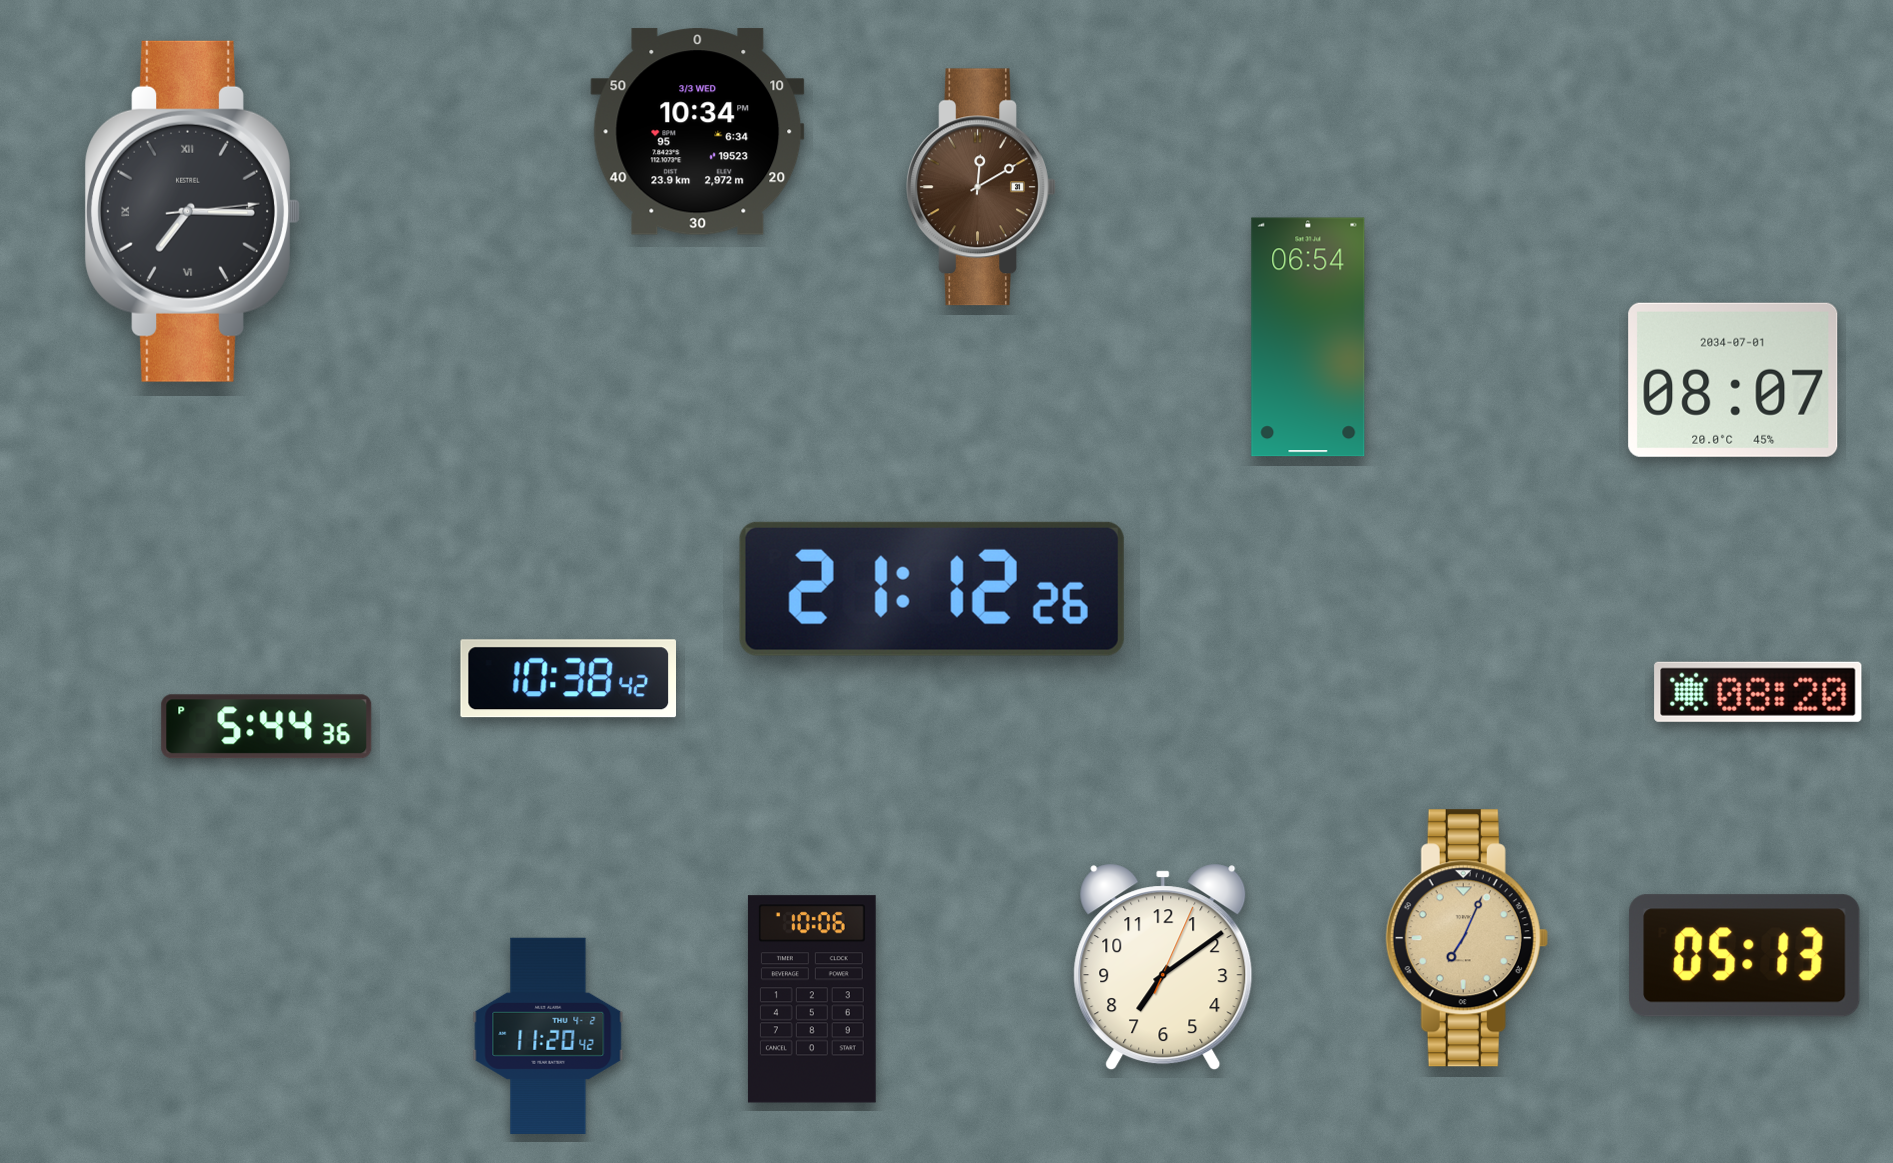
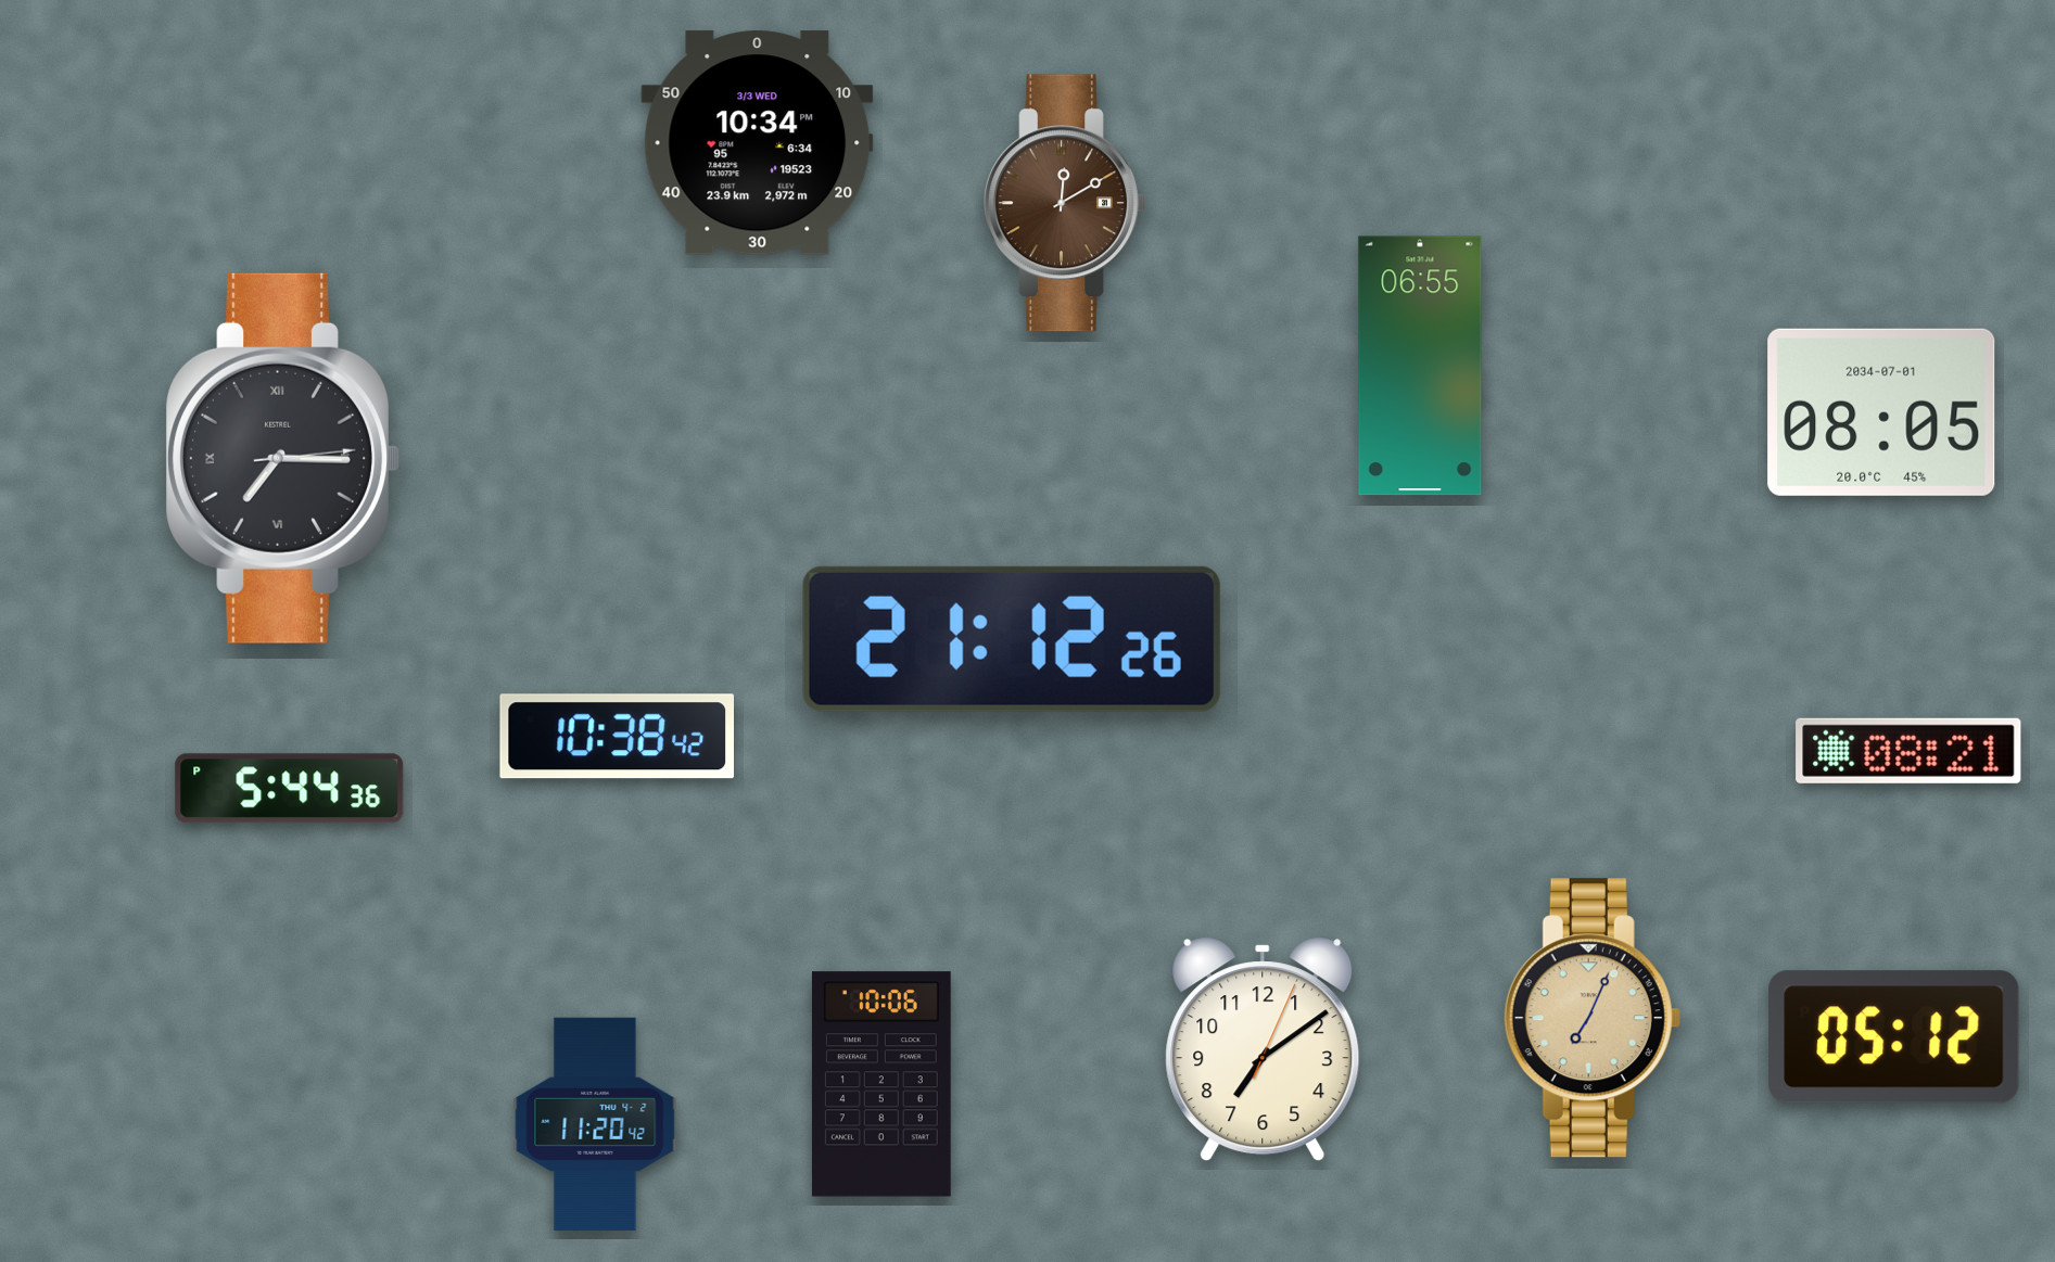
clock at (192, 211) position: (192, 211) -> (282, 458)
clock at (1308, 337): 06:54 -> 06:55
clock at (1733, 380): 08:07 -> 08:05
clock at (1758, 692): 08:20 -> 08:21
clock at (1745, 956): 05:13 -> 05:12
